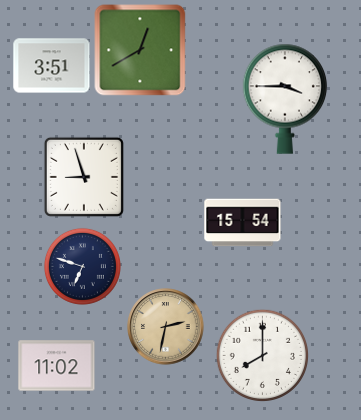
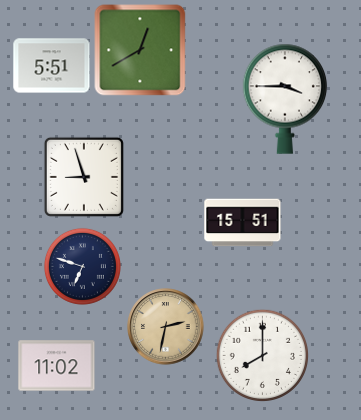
clock at (52, 66): 3:51 -> 5:51
clock at (243, 223): 15:54 -> 15:51
